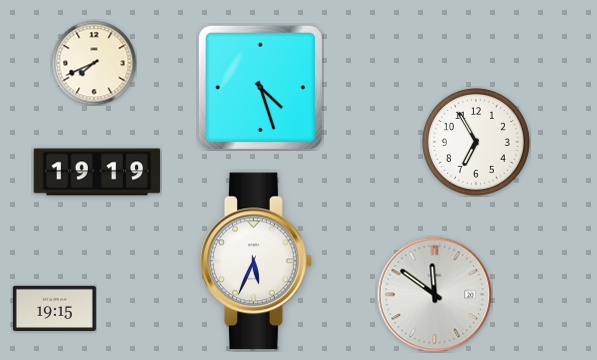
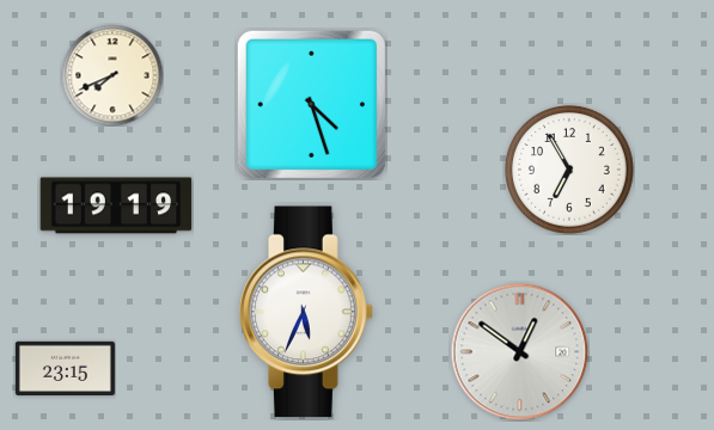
clock at (434, 294): 11:51 -> 12:51
clock at (54, 308): 19:15 -> 23:15
